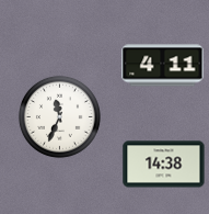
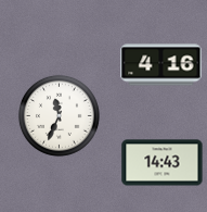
clock at (163, 66): 4:11 -> 4:16
clock at (164, 165): 14:38 -> 14:43
